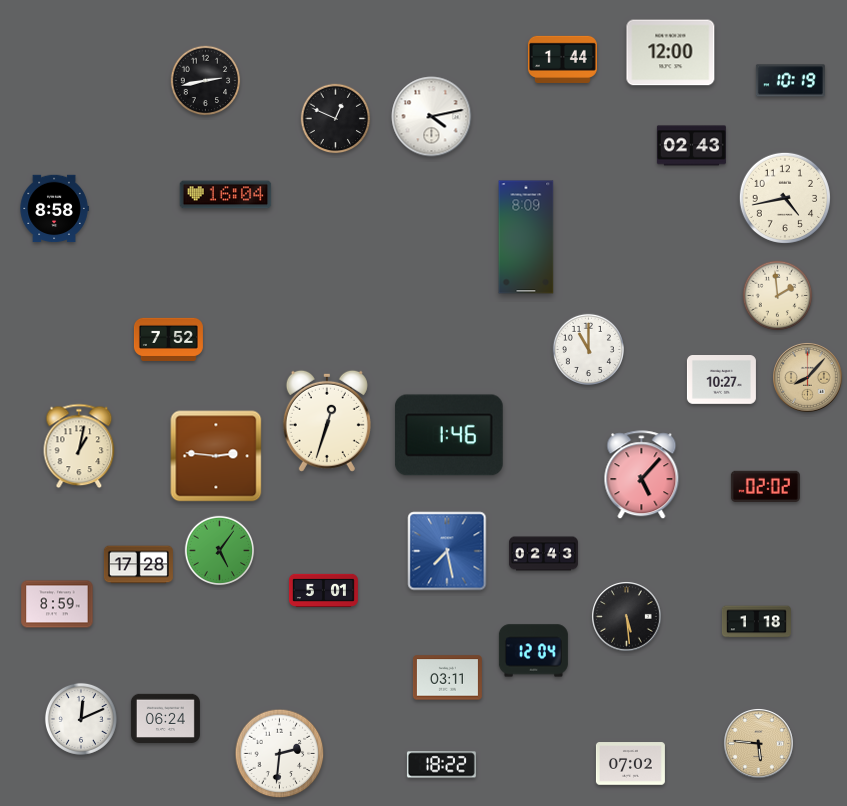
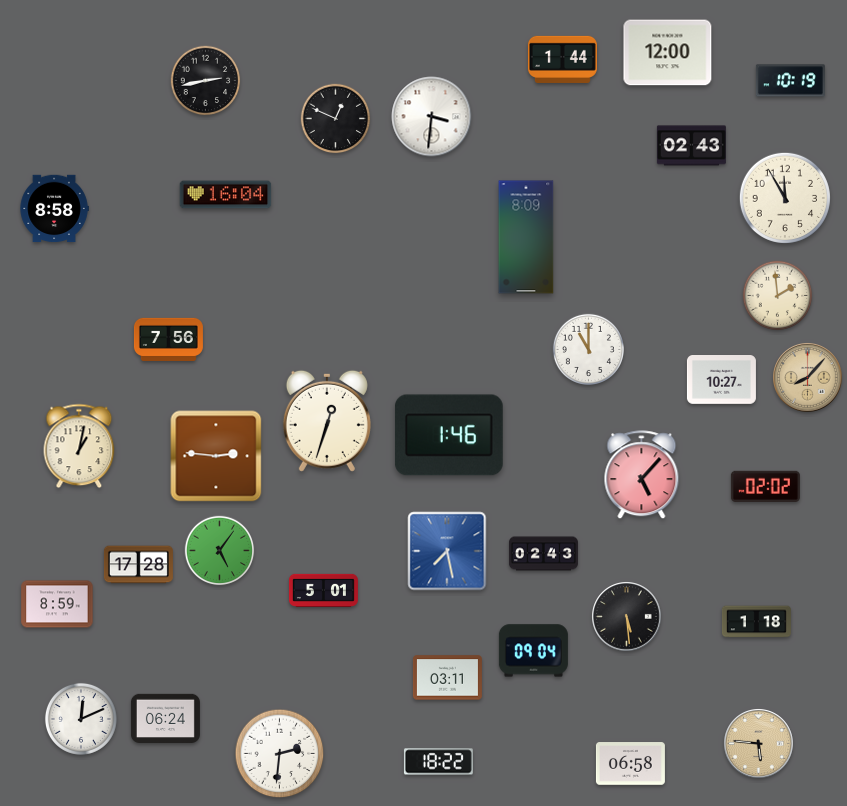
clock at (671, 53) position: (671, 53) -> (668, 53)
clock at (432, 117): 4:13 -> 3:31
clock at (785, 198): 4:43 -> 11:55
clock at (168, 339): 7:52 -> 7:56
clock at (533, 651): 12:04 -> 09:04
clock at (630, 764): 07:02 -> 06:58
clock at (441, 765) position: (441, 765) -> (438, 762)
